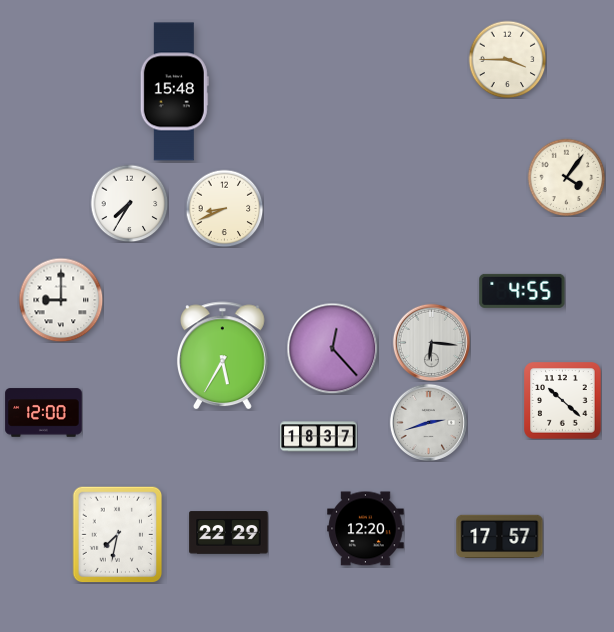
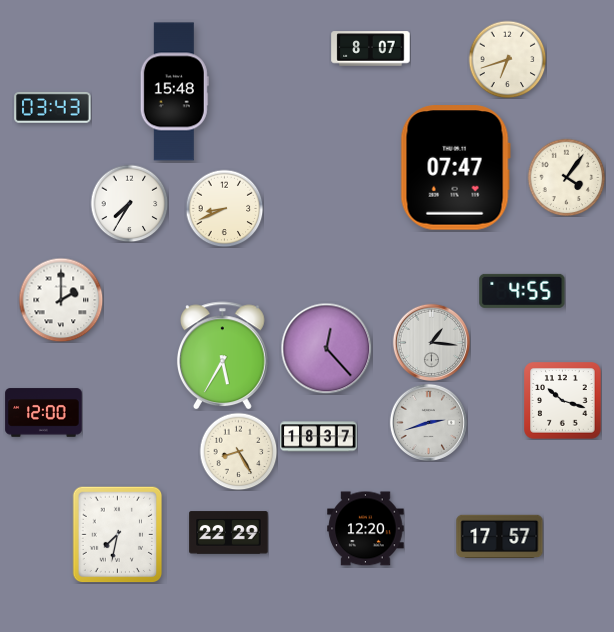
clock at (371, 49): none -> 8:07
clock at (507, 59): 3:45 -> 6:42
clock at (53, 107): none -> 03:43
clock at (455, 168): none -> 07:47
clock at (61, 300): 9:00 -> 2:00
clock at (431, 342): 6:16 -> 1:16
clock at (332, 348) position: (332, 348) -> (326, 348)
clock at (563, 401): 10:22 -> 10:18
clock at (238, 451): none -> 8:25
